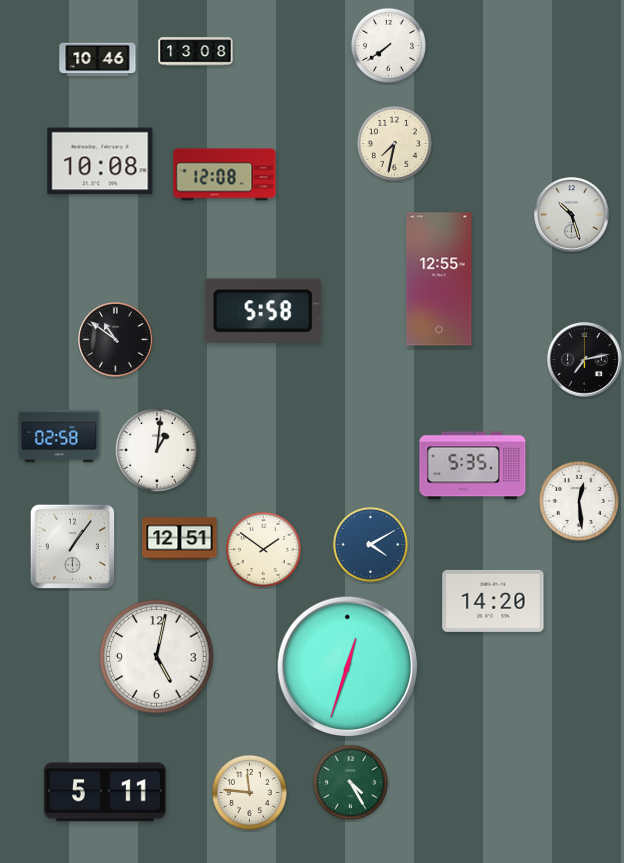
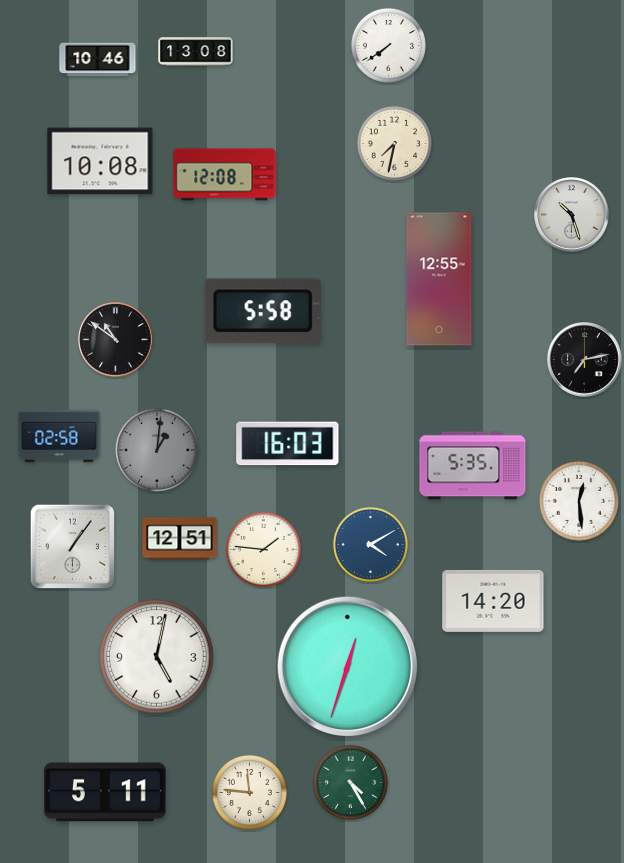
clock at (288, 444): none -> 16:03
clock at (157, 450) dial: white -> grey
clock at (263, 549): 1:51 -> 1:46
